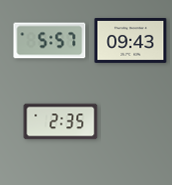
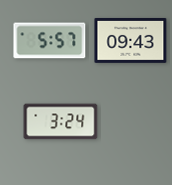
clock at (61, 122): 2:35 -> 3:24
